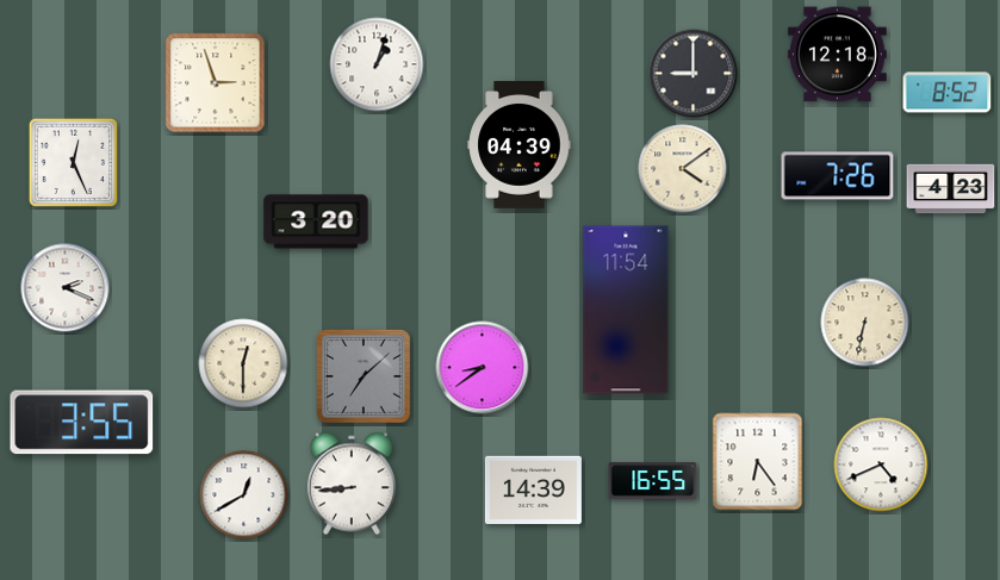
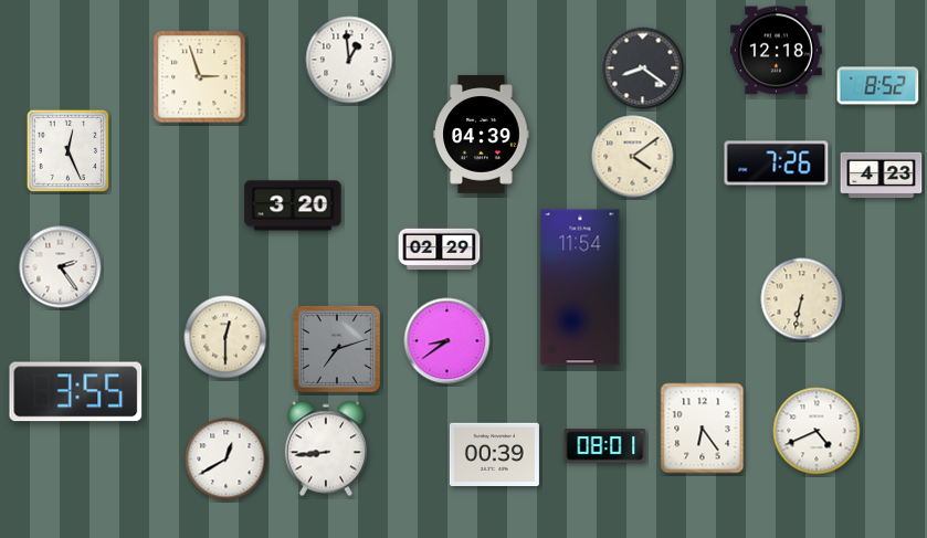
clock at (377, 64): 1:03 -> 12:59
clock at (694, 74): 9:00 -> 8:21
clock at (440, 250): none -> 02:29
clock at (66, 288): 2:19 -> 2:24
clock at (365, 378): 7:08 -> 7:12
clock at (653, 481): 16:55 -> 08:01
clock at (533, 491): 14:39 -> 00:39
